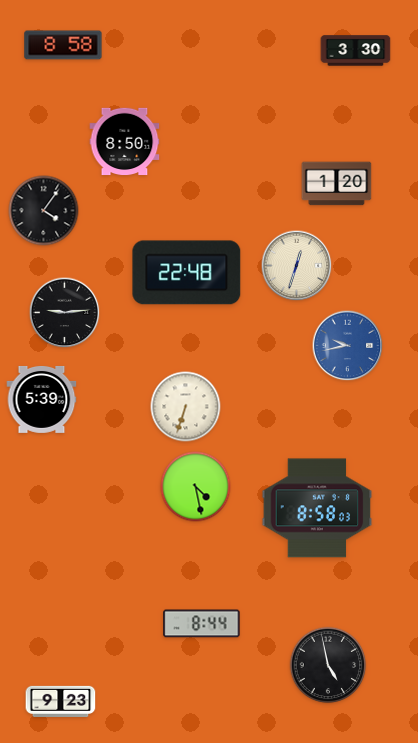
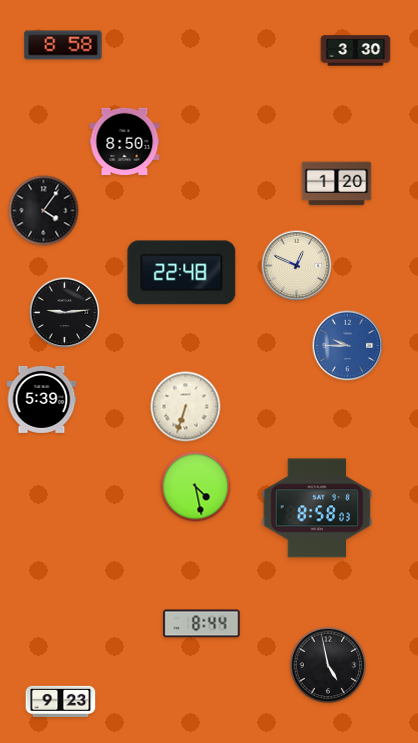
clock at (297, 266): 12:33 -> 12:49
clock at (187, 273) position: (187, 273) -> (182, 273)
clock at (348, 346): 9:43 -> 9:45
